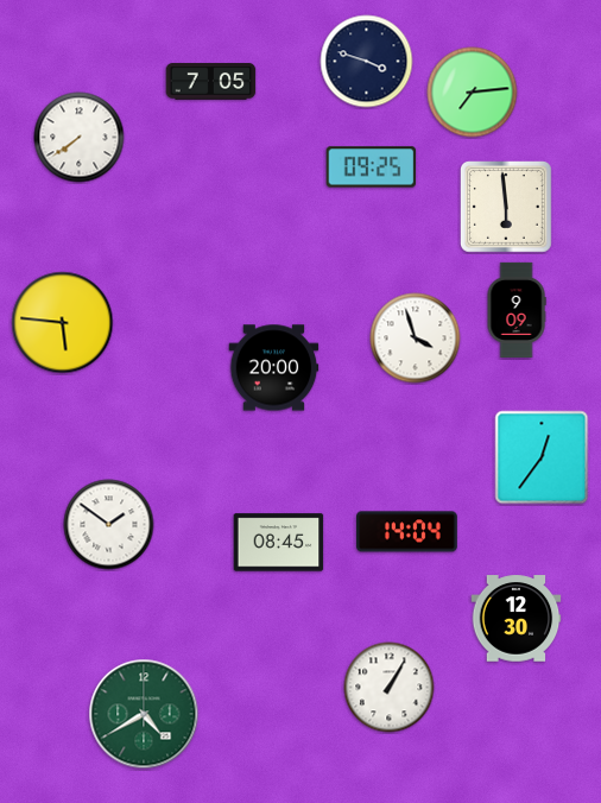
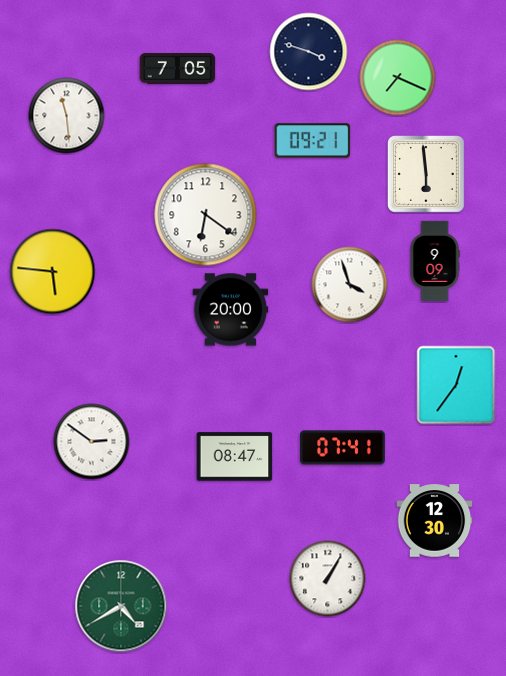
clock at (473, 93): 7:14 -> 7:19
clock at (80, 138): 7:39 -> 11:29
clock at (372, 167): 09:25 -> 09:21
clock at (206, 215): none -> 6:21
clock at (109, 525): 1:51 -> 2:51
clock at (407, 532): 14:04 -> 07:41
clock at (279, 543): 08:45 -> 08:47
clock at (144, 714) position: (144, 714) -> (121, 606)
